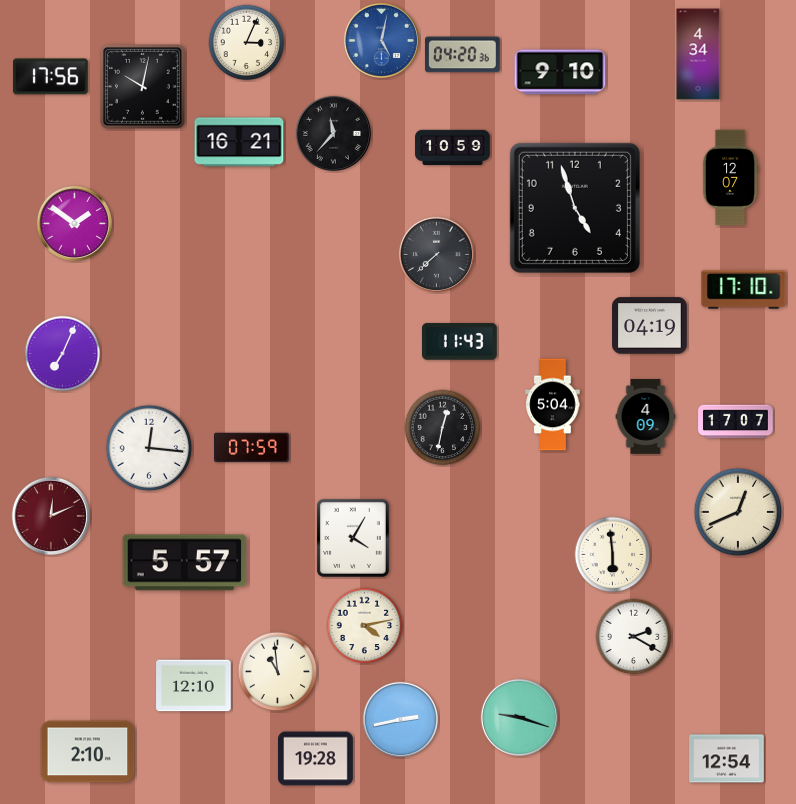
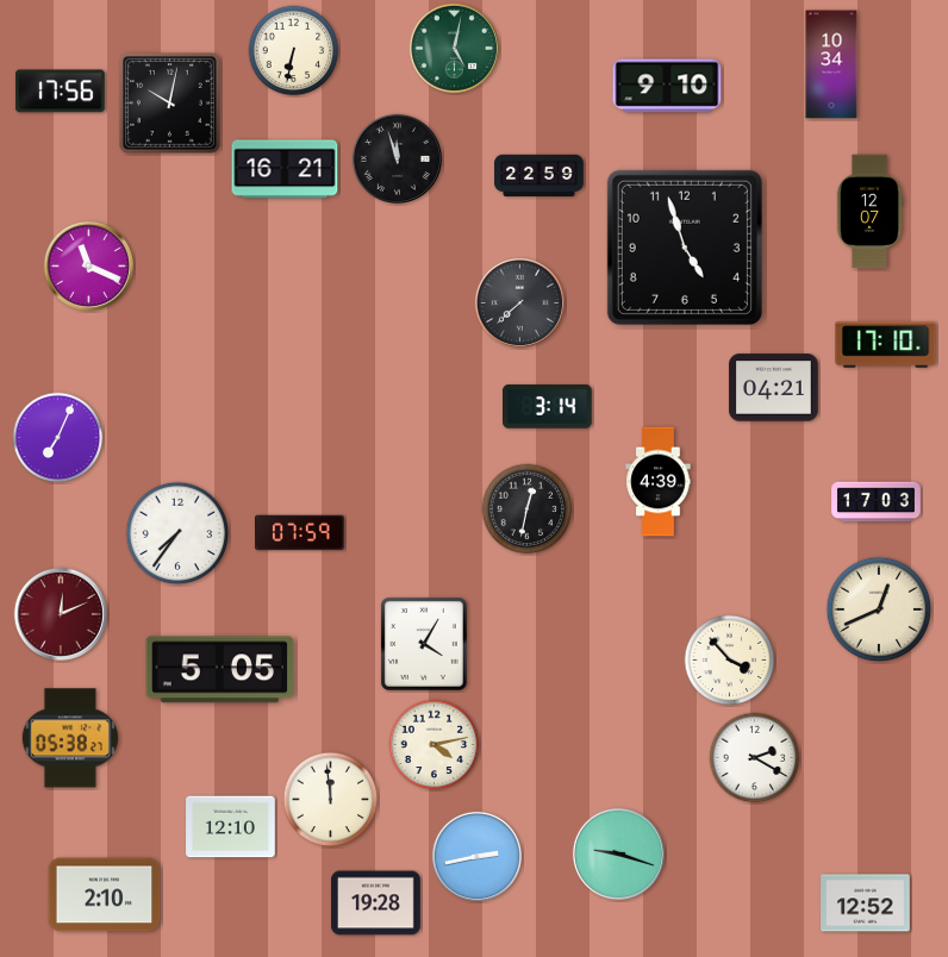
clock at (381, 40) dial: blue -> green
clock at (247, 43): 3:04 -> 6:32
clock at (698, 54): 4:34 -> 10:34
clock at (463, 55): 04:20 -> none
clock at (333, 133): 11:37 -> 11:57
clock at (453, 147): 10:59 -> 22:59
clock at (74, 223): 1:51 -> 11:19
clock at (650, 326): 04:19 -> 04:21
clock at (460, 342): 11:43 -> 3:14
clock at (63, 354) position: (63, 354) -> (58, 438)
clock at (553, 405): 5:04 -> 4:39
clock at (646, 417): 4:09 -> none
clock at (736, 422): 17:07 -> 17:03
clock at (149, 448): 12:16 -> 7:36
clock at (353, 538) position: (353, 538) -> (424, 644)
clock at (613, 555): 5:59 -> 3:53
clock at (185, 563): 5:57 -> 5:05
clock at (70, 738): none -> 05:38
clock at (278, 672): 10:59 -> 11:59
clock at (194, 686) position: (194, 686) -> (231, 827)
clock at (727, 759): 12:54 -> 12:52
